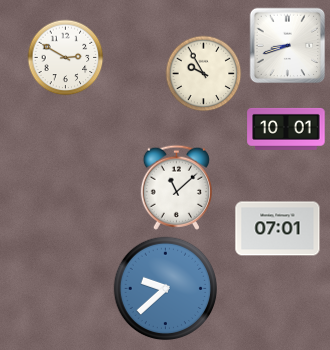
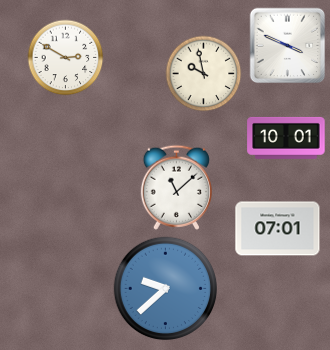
clock at (288, 46): 8:42 -> 3:49
clock at (204, 74): 9:55 -> 9:58
clock at (286, 129) position: (286, 129) -> (286, 138)
